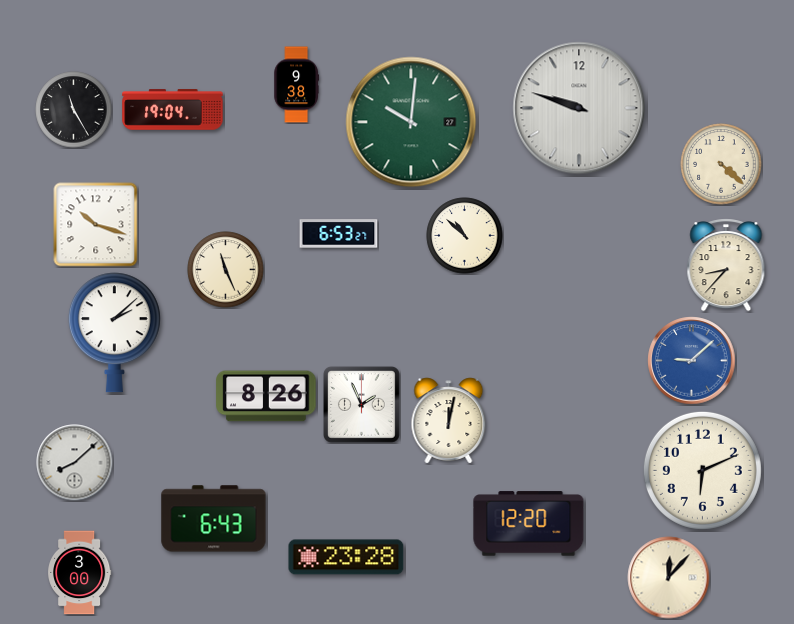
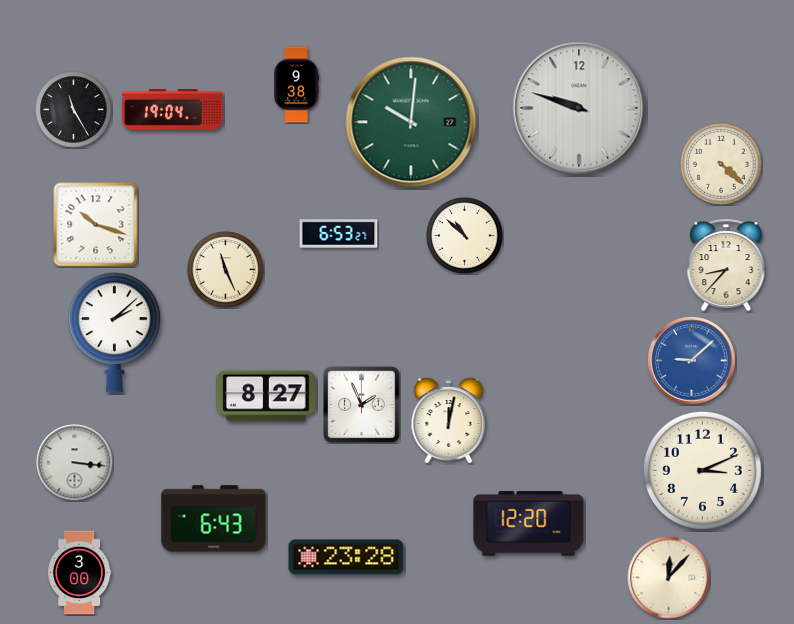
clock at (266, 396): 8:26 -> 8:27
clock at (75, 463): 8:08 -> 3:16
clock at (702, 470): 6:11 -> 3:11
